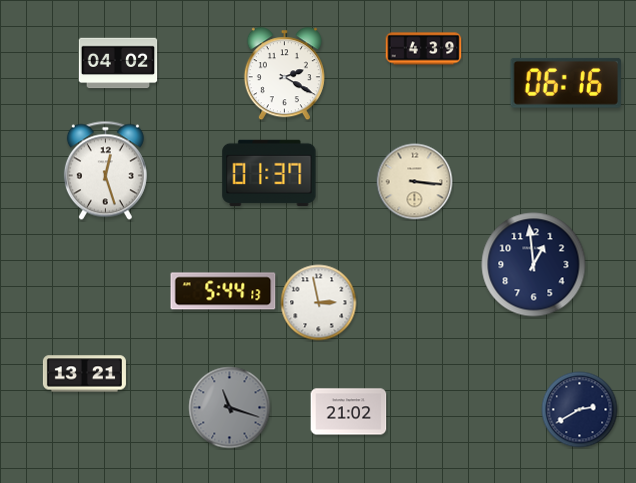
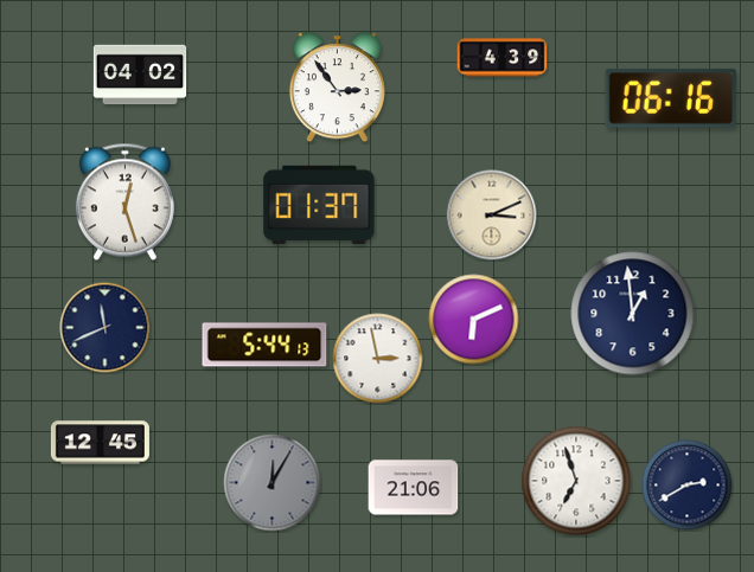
clock at (284, 74): 2:20 -> 2:54
clock at (415, 182): 3:16 -> 3:11
clock at (474, 320): none -> 6:11
clock at (106, 328): none -> 11:41
clock at (84, 374): 13:21 -> 12:45
clock at (576, 481): none -> 6:57
clock at (230, 408): 11:18 -> 12:05
clock at (349, 412): 21:02 -> 21:06
